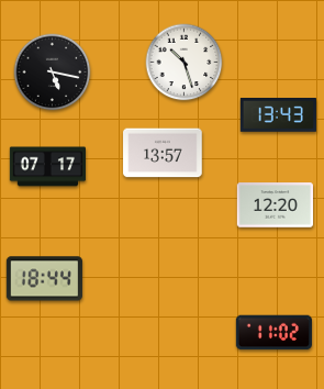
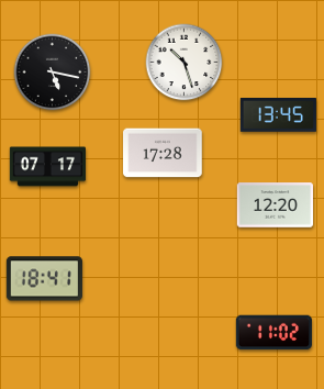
clock at (278, 115): 13:43 -> 13:45
clock at (163, 153): 13:57 -> 17:28
clock at (44, 279): 18:44 -> 18:41
